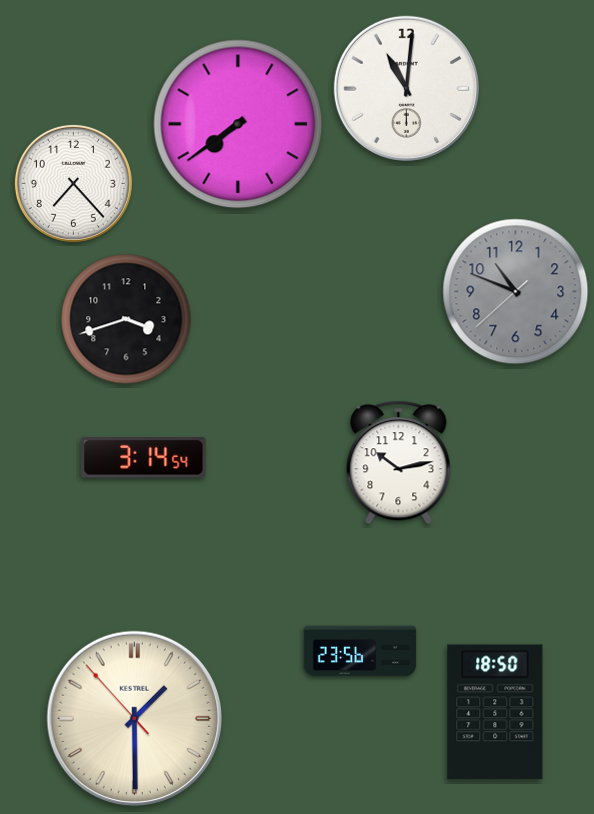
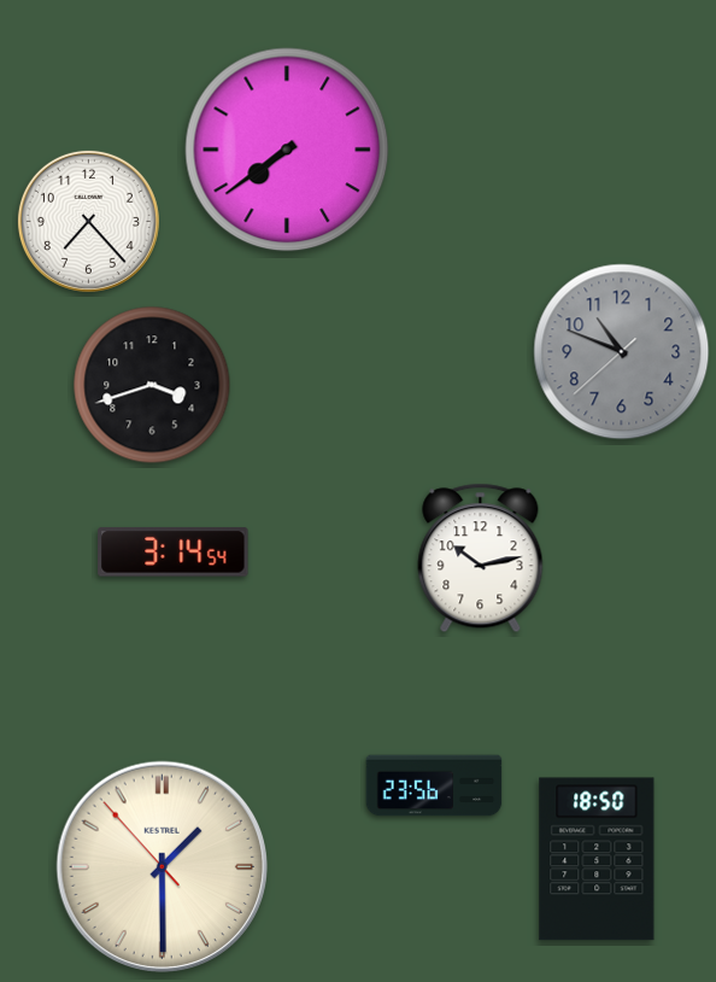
clock at (406, 88): 11:01 -> none
